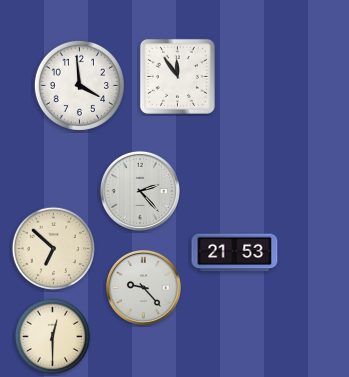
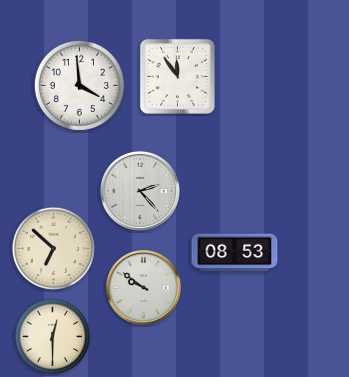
clock at (235, 253): 21:53 -> 08:53
clock at (143, 287): 9:23 -> 9:51
